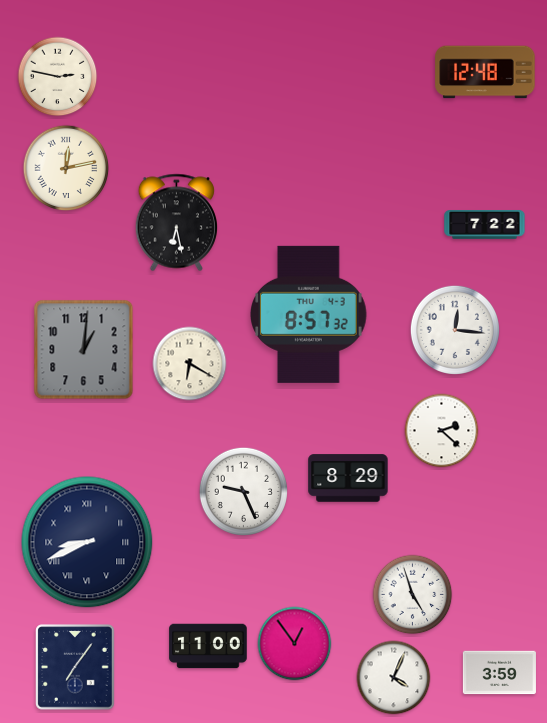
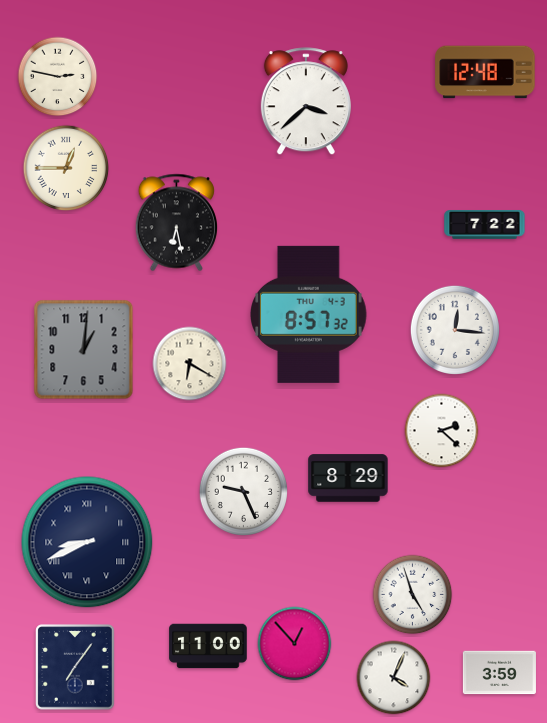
clock at (306, 102): none -> 3:38
clock at (66, 168): 12:13 -> 12:45
clock at (295, 644): 12:54 -> 12:53
